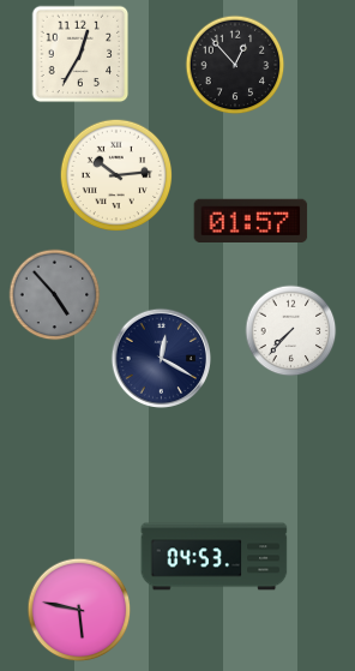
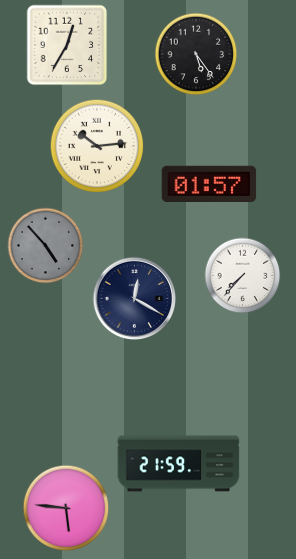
clock at (235, 65): 12:53 -> 5:24
clock at (215, 557): 04:53 -> 21:59
clock at (79, 610): 5:47 -> 5:46
